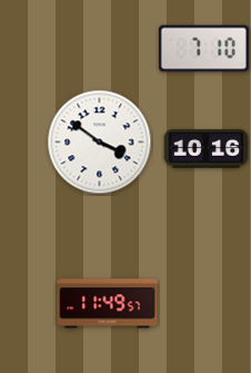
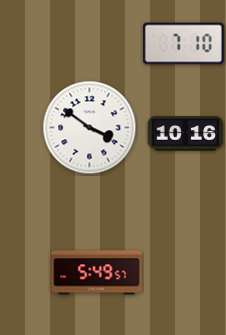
clock at (108, 304): 11:49 -> 5:49
